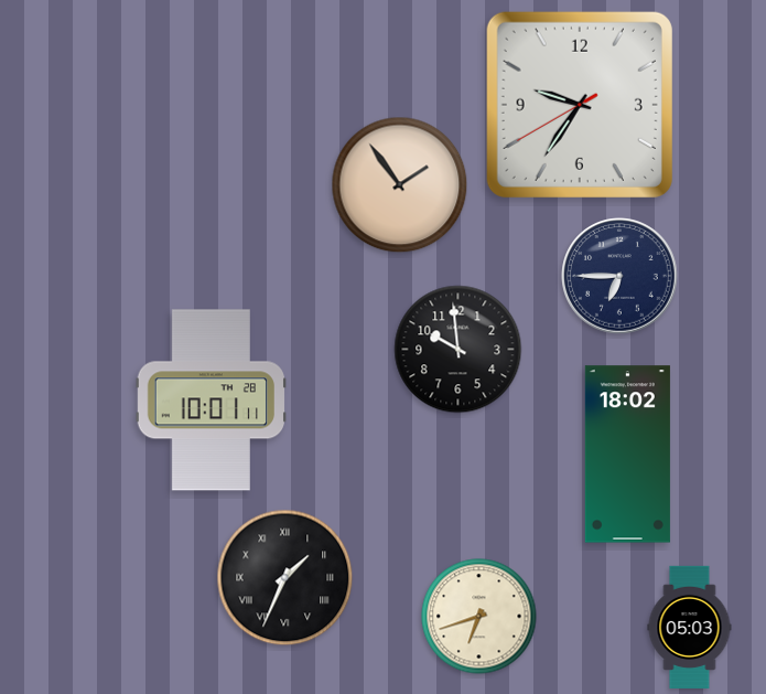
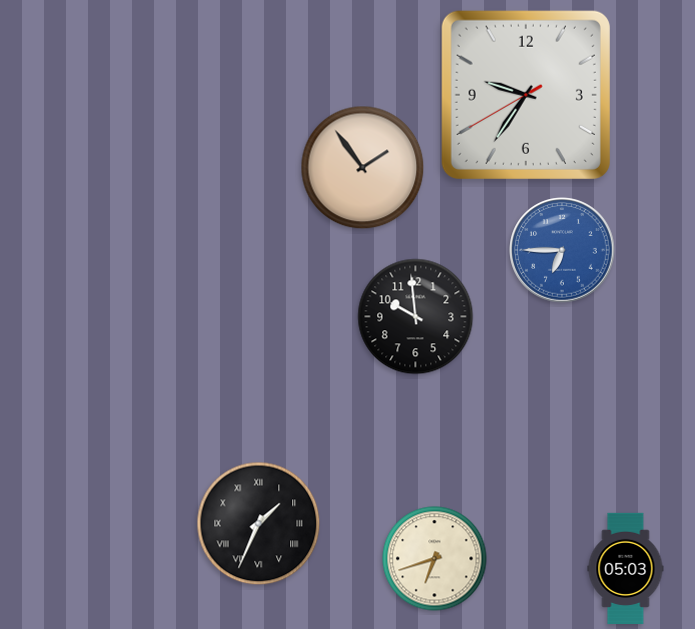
clock at (619, 276) dial: navy -> blue
clock at (211, 401): 10:01 -> none
clock at (627, 455): 18:02 -> none
